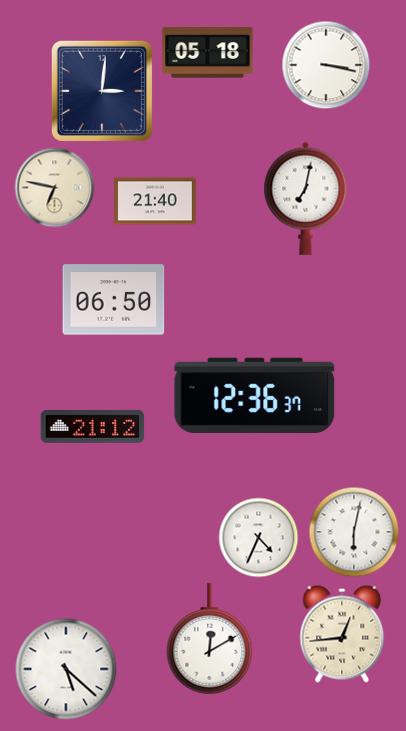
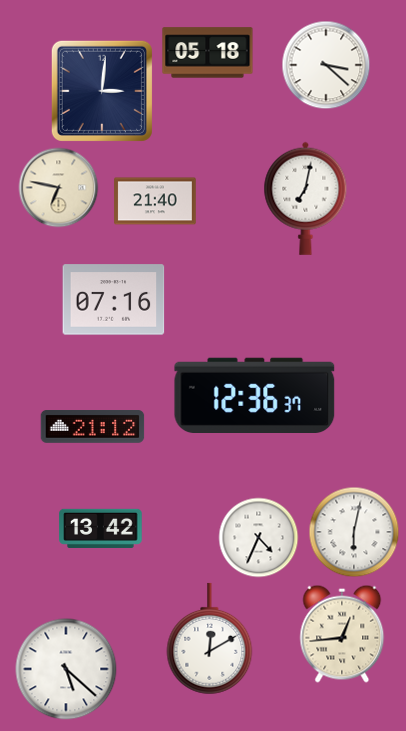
clock at (326, 65): 3:17 -> 3:22
clock at (55, 188) position: (55, 188) -> (59, 188)
clock at (114, 300): 06:50 -> 07:16
clock at (101, 528): none -> 13:42
